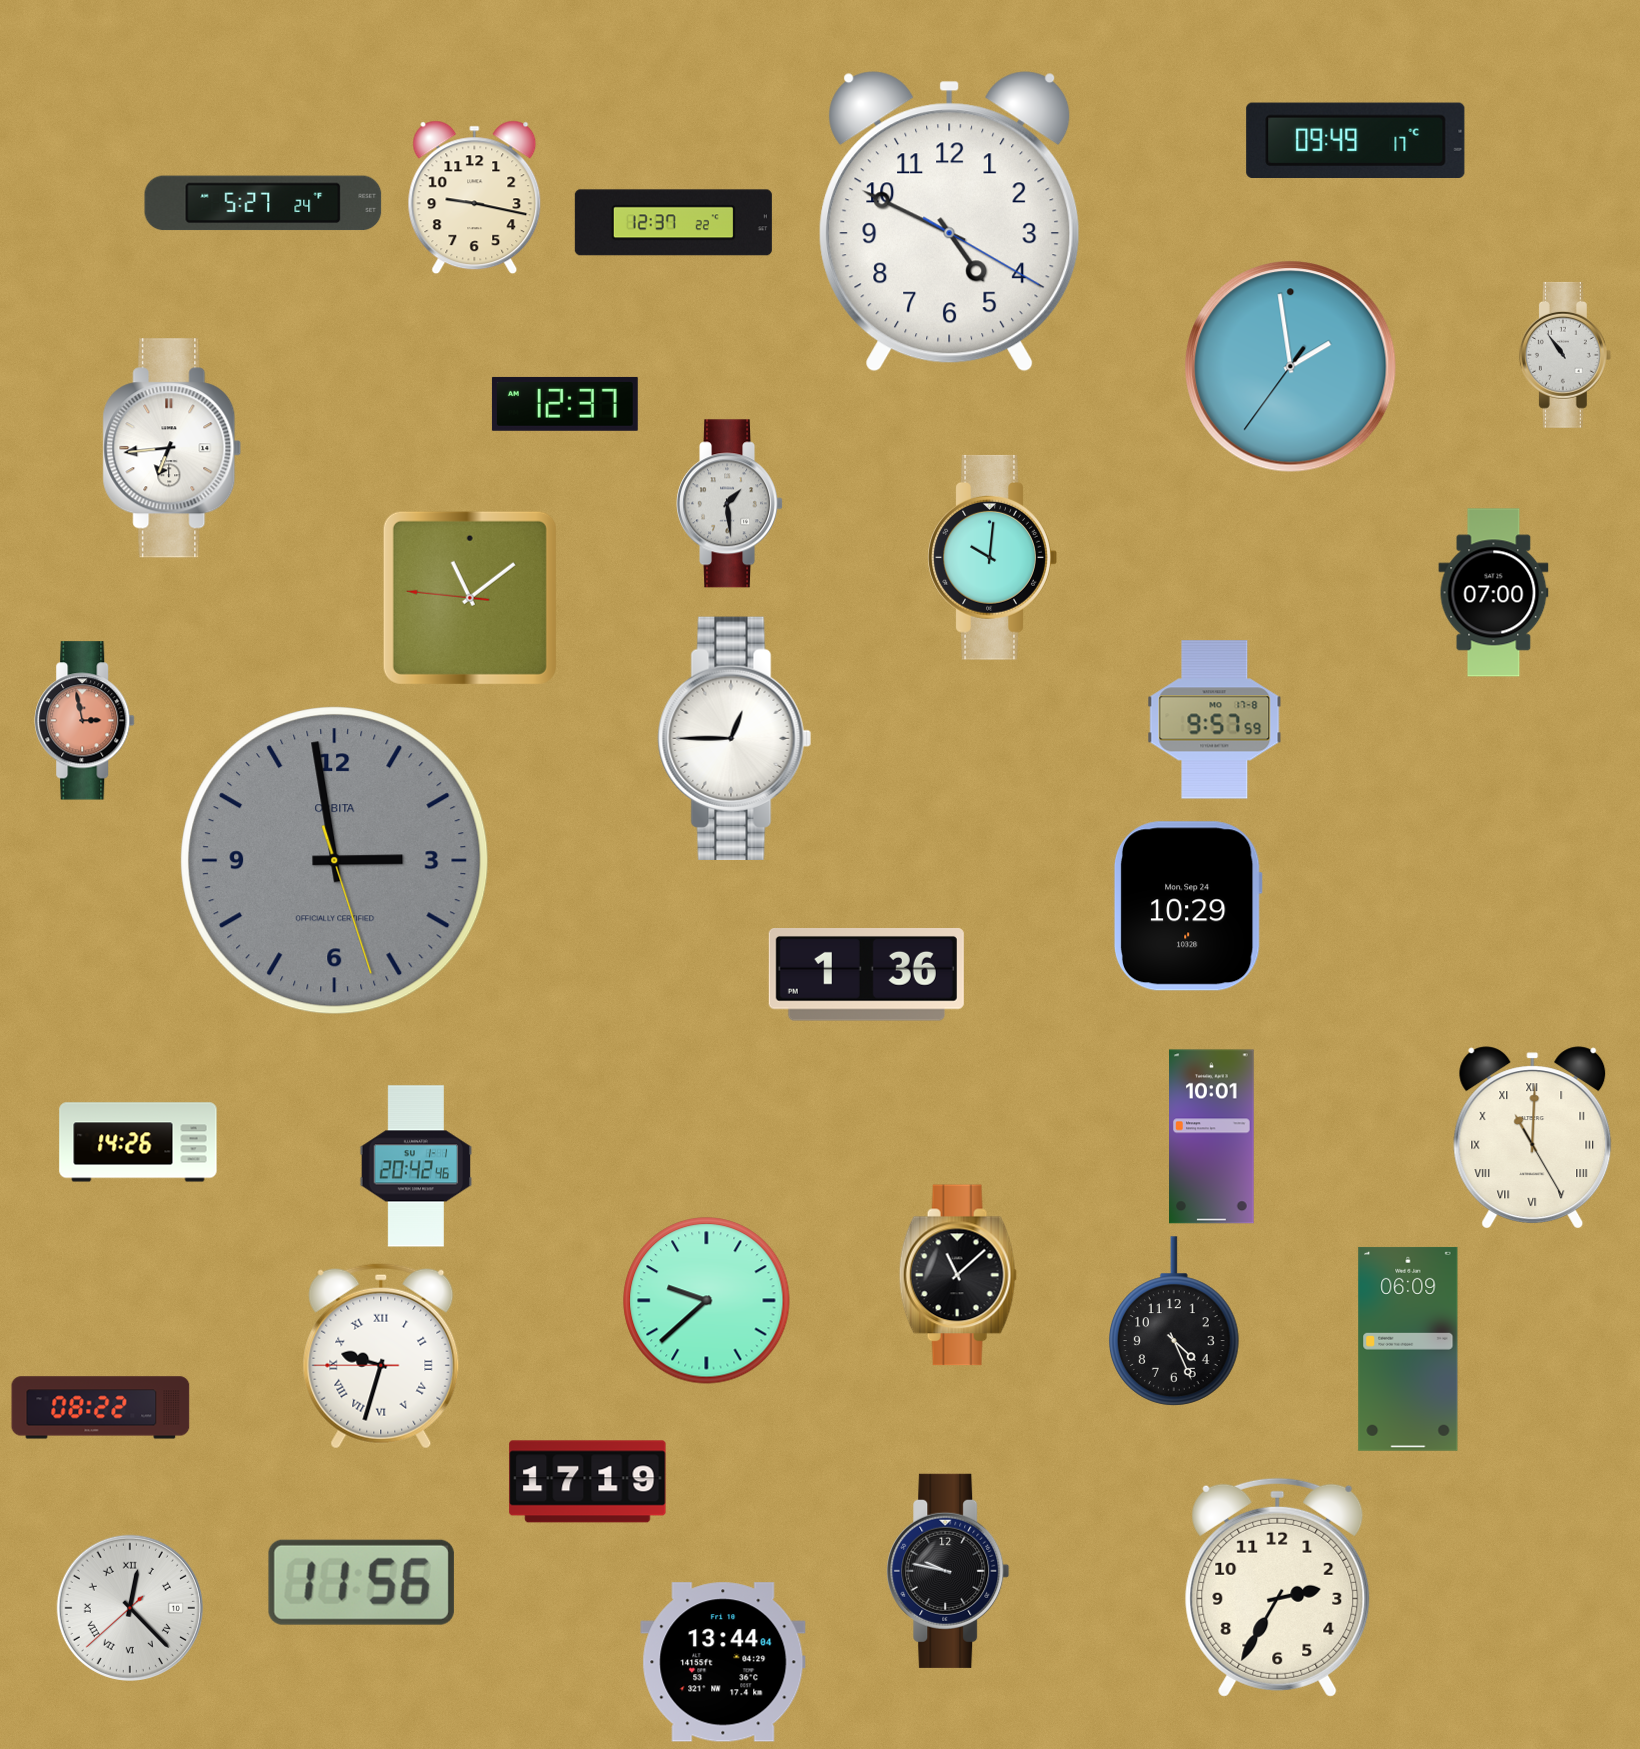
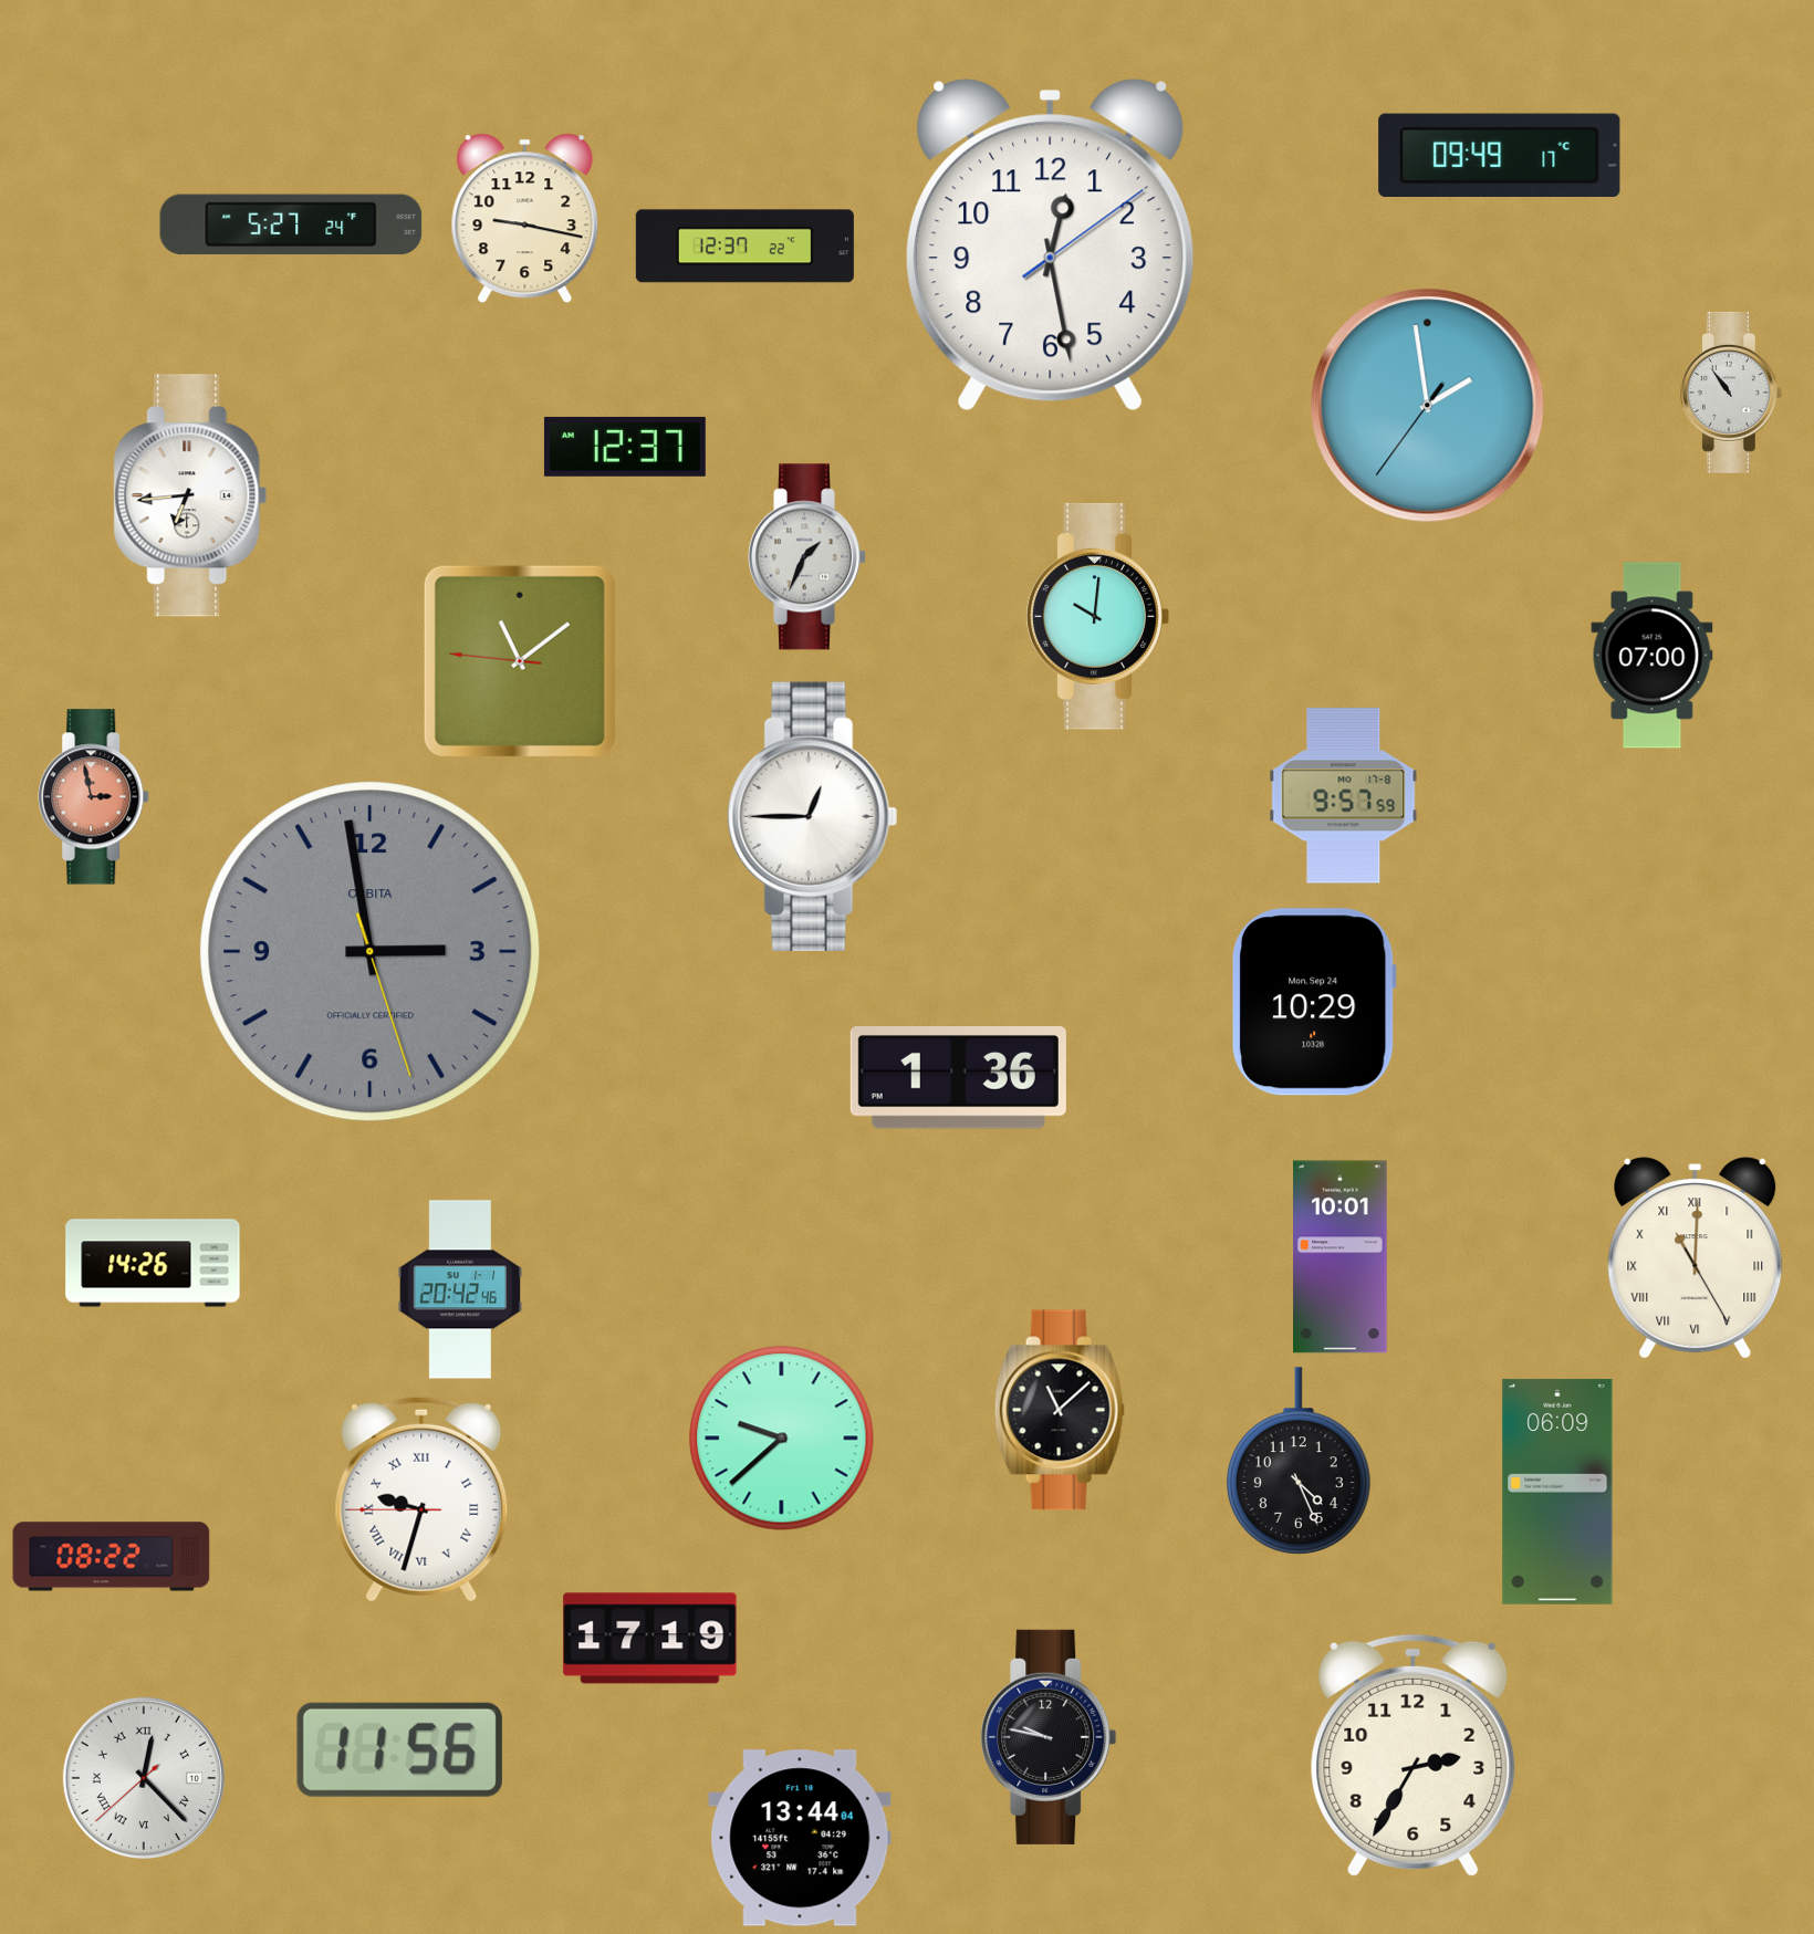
clock at (950, 222): 4:49 -> 12:28
clock at (730, 504): 1:29 -> 1:34
